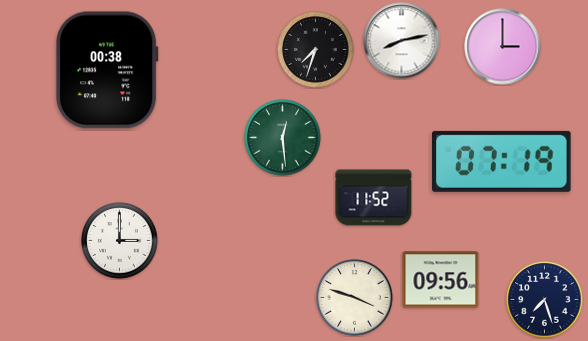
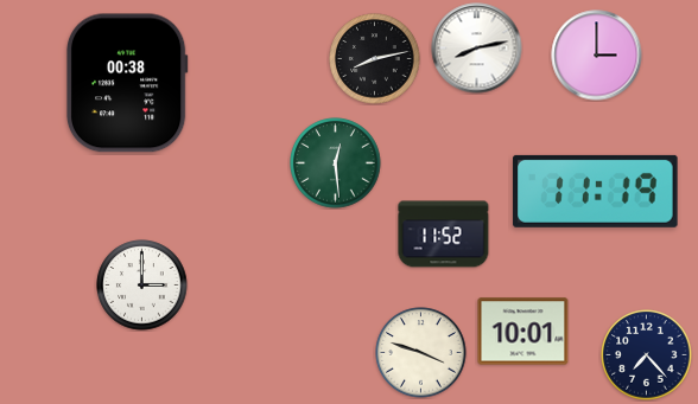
clock at (316, 50): 7:33 -> 8:13
clock at (502, 161): 07:19 -> 11:19
clock at (441, 280): 09:56 -> 10:01
clock at (545, 300): 7:27 -> 7:23
